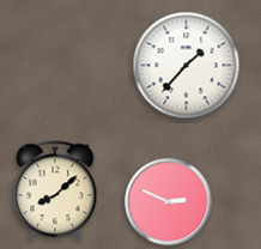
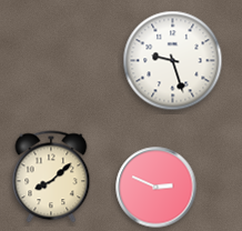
clock at (187, 66): 1:37 -> 9:27
